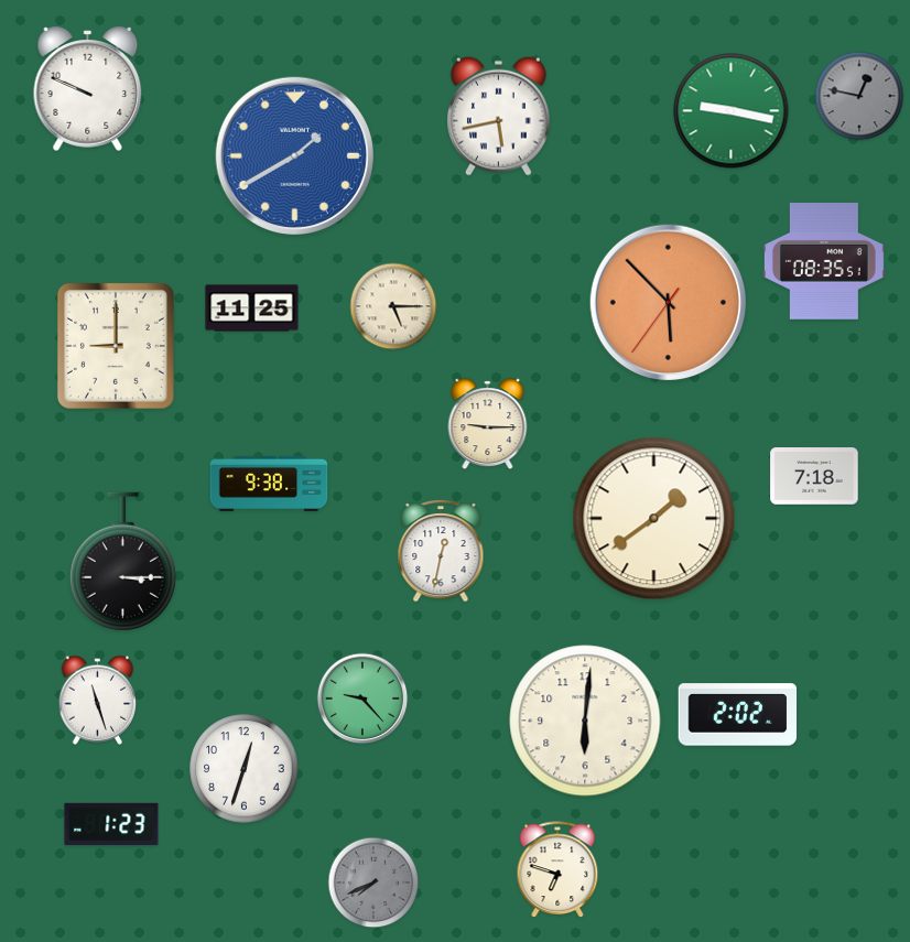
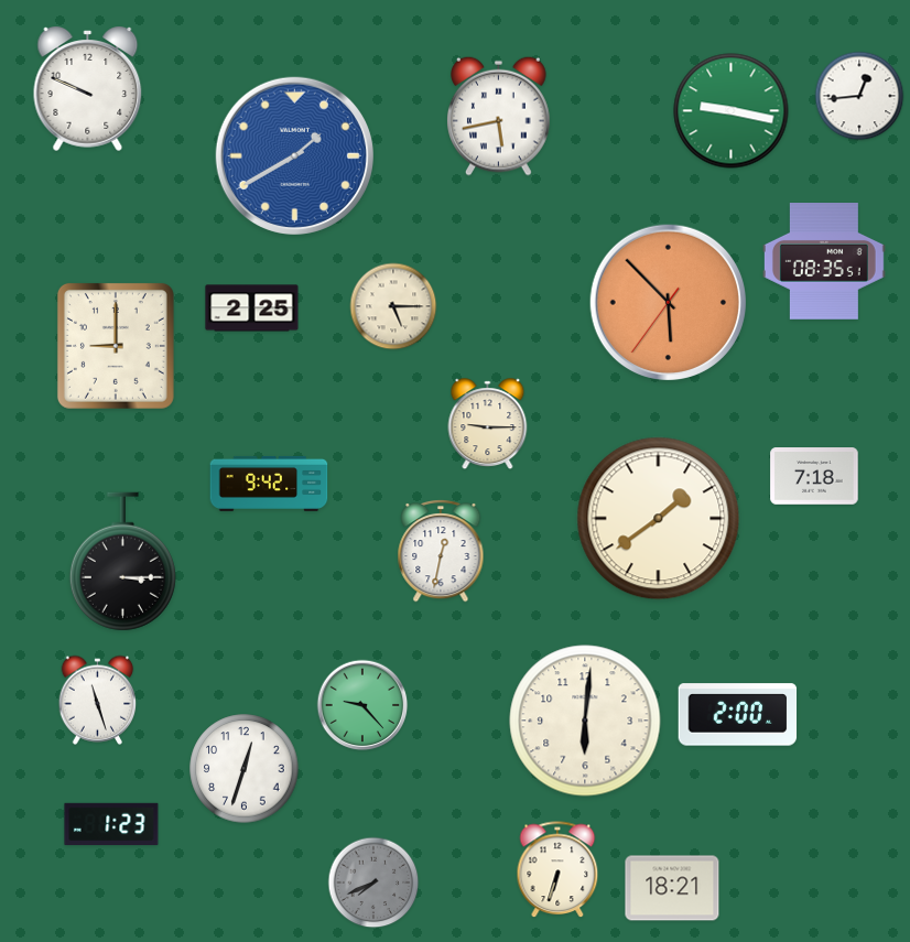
clock at (859, 96): 12:47 -> 12:44
clock at (859, 96) dial: grey -> white
clock at (252, 308): 11:25 -> 2:25
clock at (269, 484): 9:38 -> 9:42
clock at (654, 519) position: (654, 519) -> (659, 519)
clock at (362, 699) position: (362, 699) -> (362, 705)
clock at (738, 715): 2:02 -> 2:00
clock at (557, 870): 6:48 -> 6:33
clock at (672, 888): none -> 18:21
